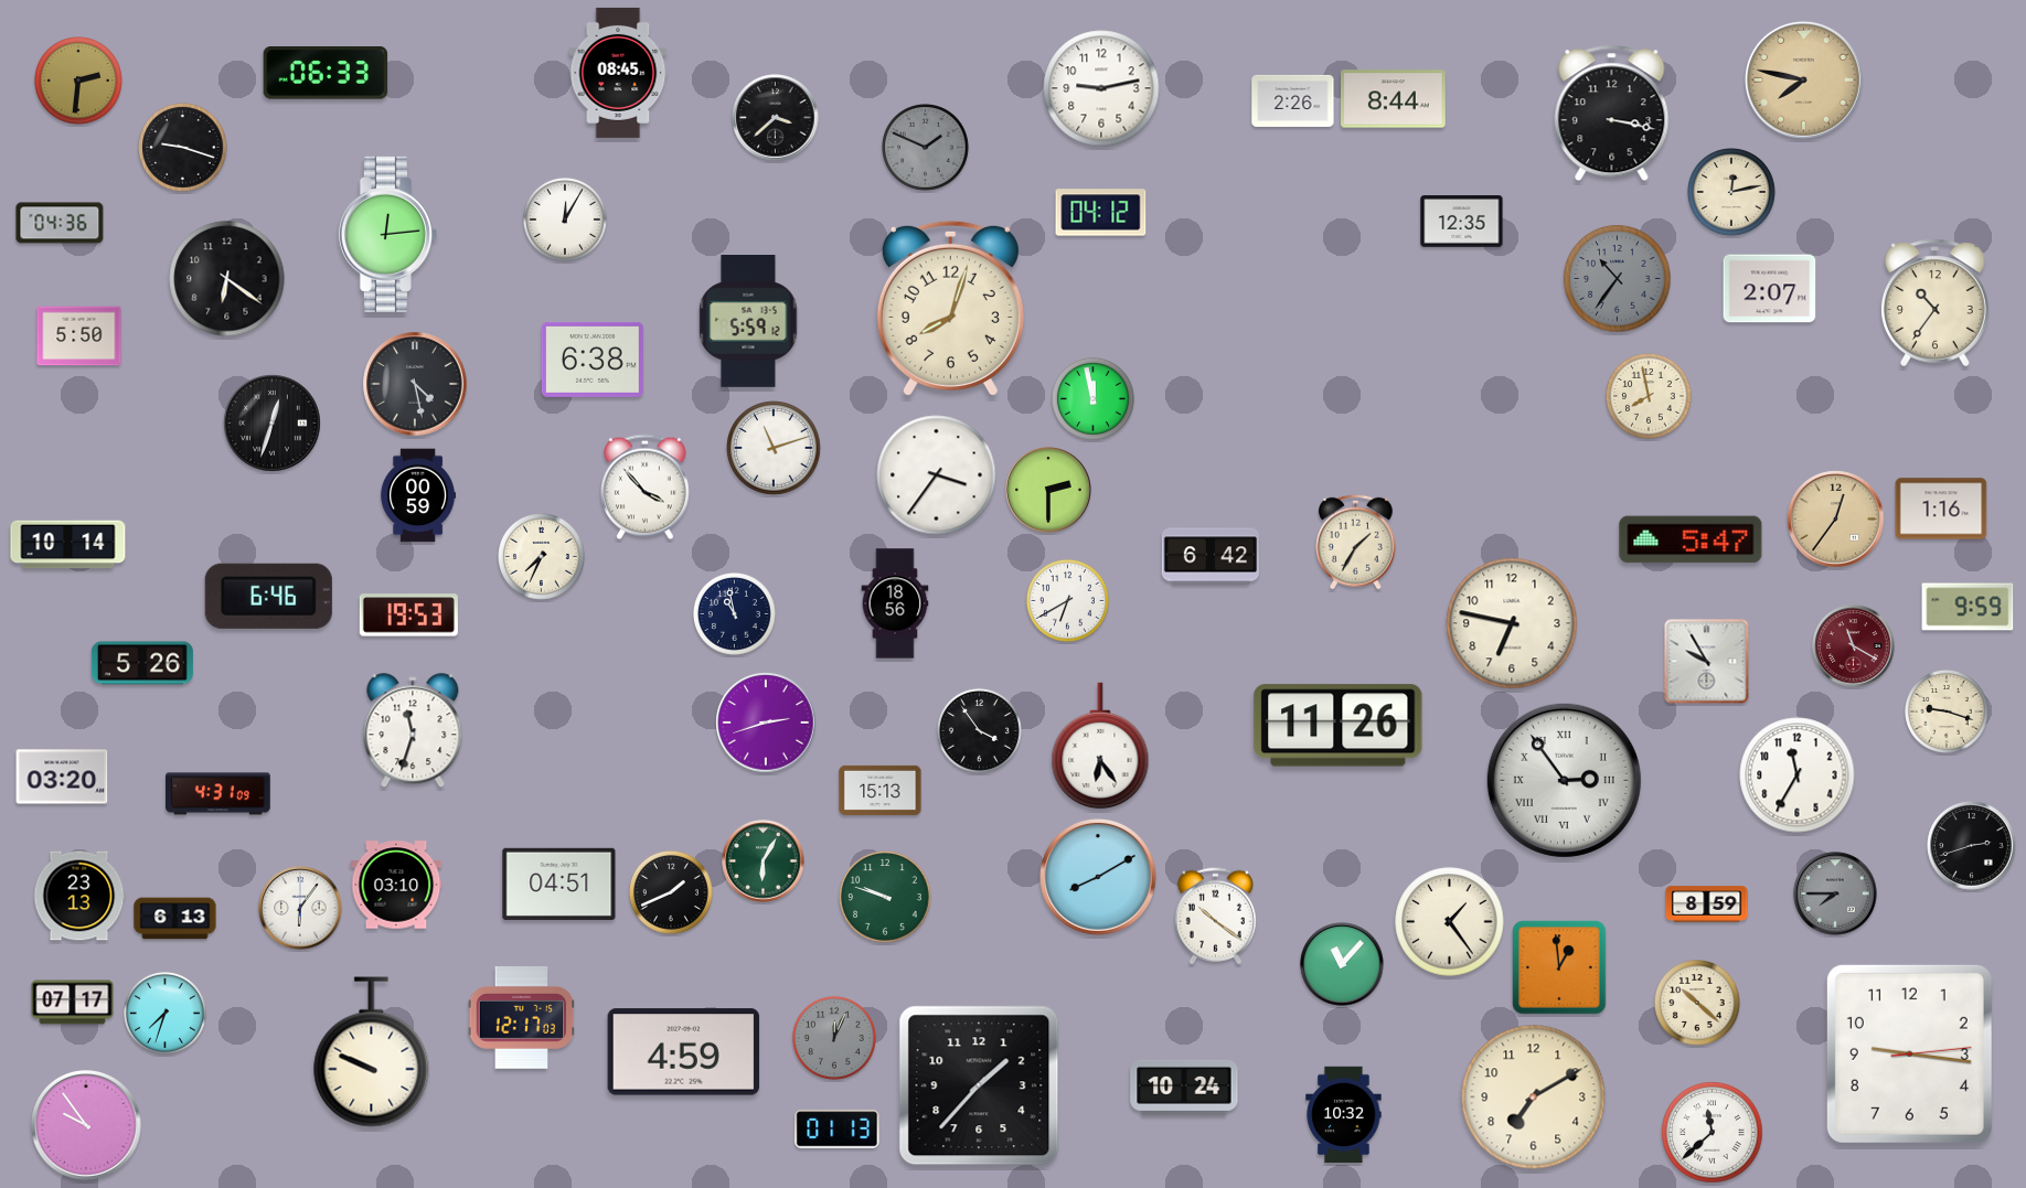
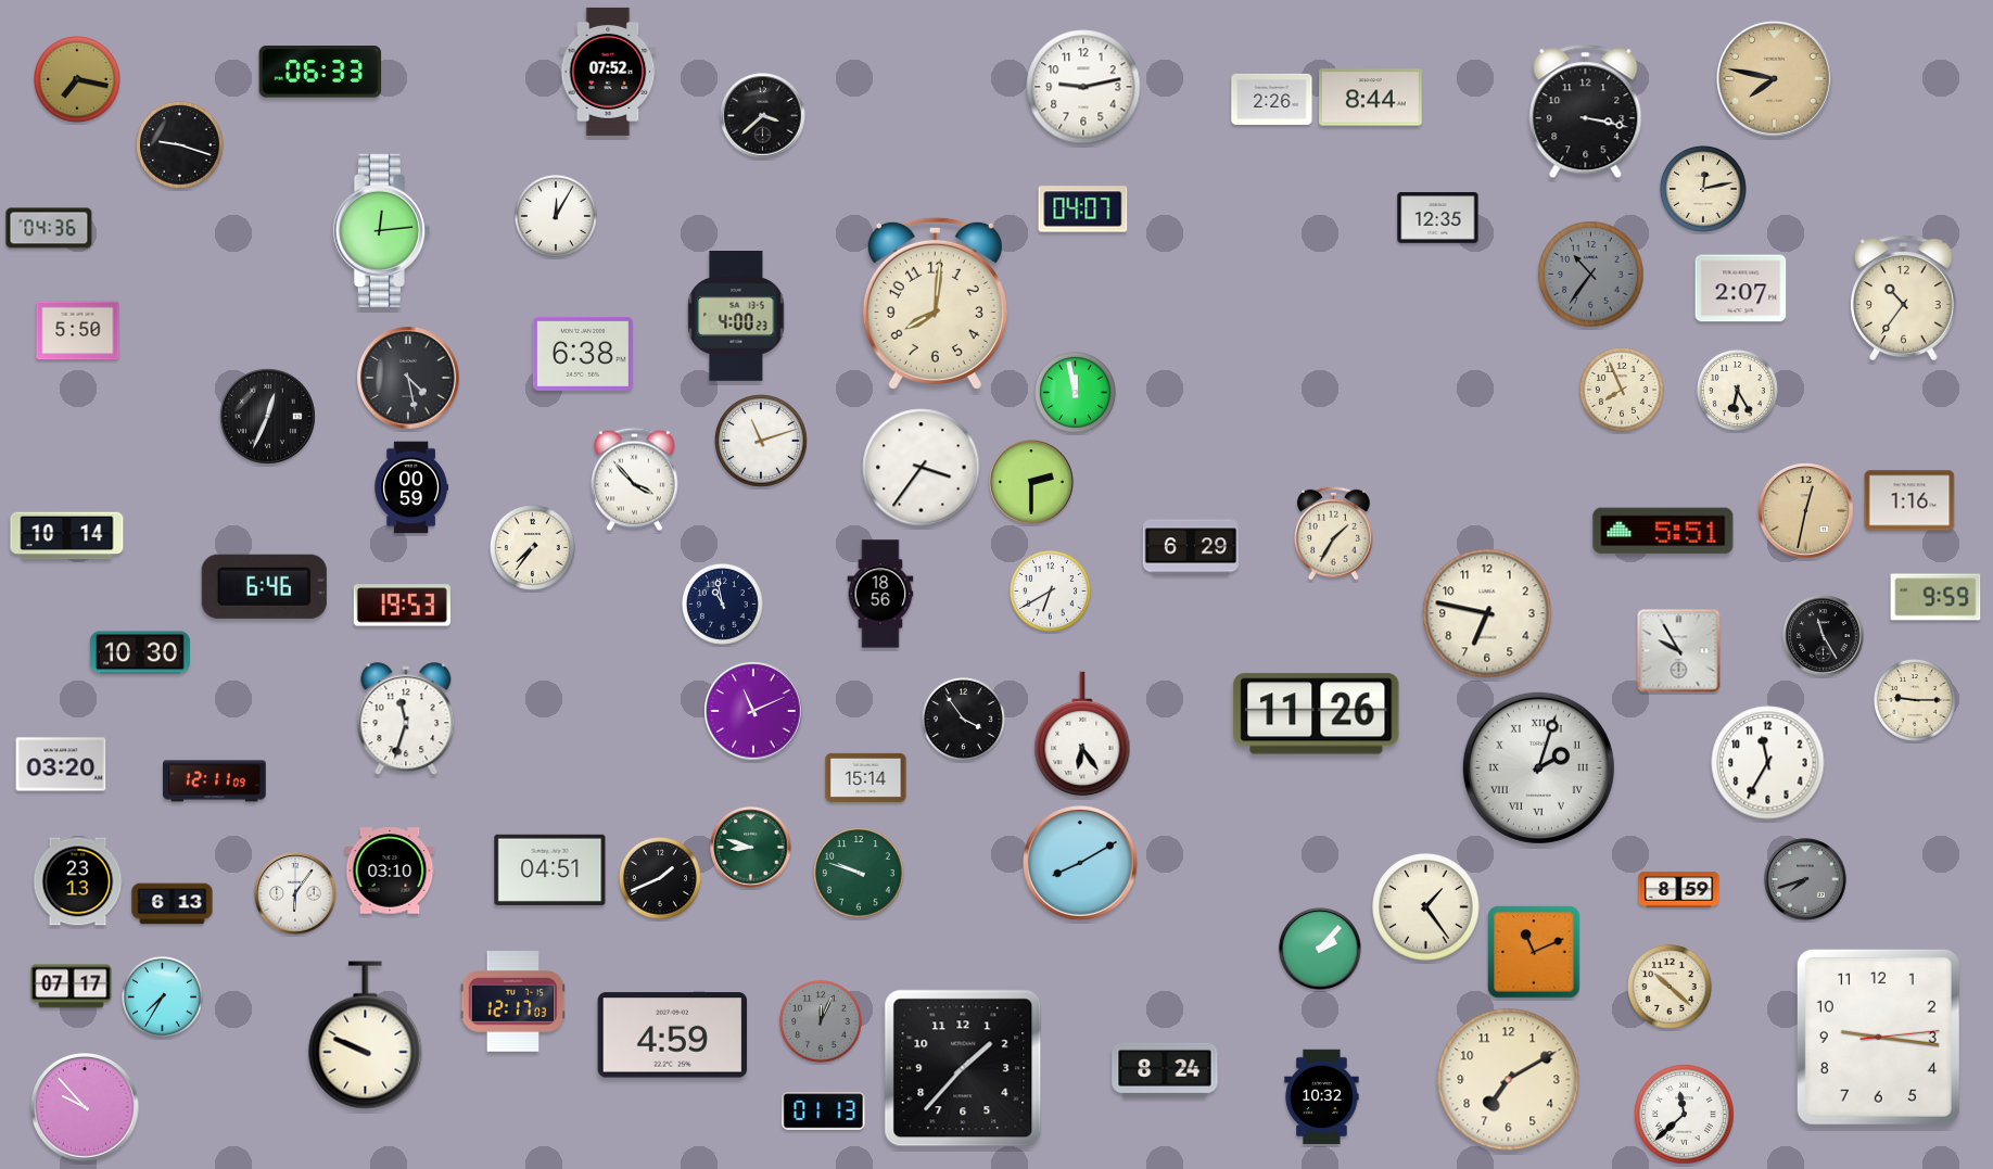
clock at (618, 73): 08:45 -> 07:52
clock at (79, 82): 2:31 -> 7:17
clock at (926, 148): 1:49 -> none
clock at (1101, 213): 04:12 -> 04:07
clock at (60, 223) position: (60, 223) -> (49, 228)
clock at (227, 279): 6:21 -> none
clock at (1770, 289) position: (1770, 289) -> (1741, 289)
clock at (950, 308): 8:03 -> 8:01
clock at (748, 322): 5:59 -> 4:00
clock at (1737, 390): none -> 6:25
clock at (1650, 397): 7:58 -> 7:56
clock at (273, 424): 12:33 -> 12:34
clock at (1836, 520): 12:36 -> 12:32
clock at (1691, 539): 5:47 -> 5:51
clock at (1211, 556): 6:42 -> 6:29
clock at (542, 557): 7:34 -> 7:36
clock at (1854, 646): 11:20 -> 11:25
clock at (1854, 646) dial: burgundy -> black
clock at (142, 663): 5:26 -> 10:30
clock at (1947, 711): 9:18 -> 9:15
clock at (766, 723): 2:42 -> 11:11
clock at (1564, 780): 2:54 -> 2:03
clock at (881, 790): 15:13 -> 15:14
clock at (218, 794): 4:31 -> 12:11
clock at (1972, 846): 2:42 -> none
clock at (764, 861): 6:05 -> 8:48
clock at (1835, 893): 7:45 -> 7:42
clock at (885, 897) position: (885, 897) -> (859, 873)
clock at (1215, 917): 10:21 -> none
clock at (1342, 964): 11:07 -> 2:07
clock at (1559, 967): 12:59 -> 11:11
clock at (164, 1013): 7:33 -> 7:35
clock at (1184, 1088): 10:24 -> 8:24
clock at (87, 1126): 9:54 -> 9:53
